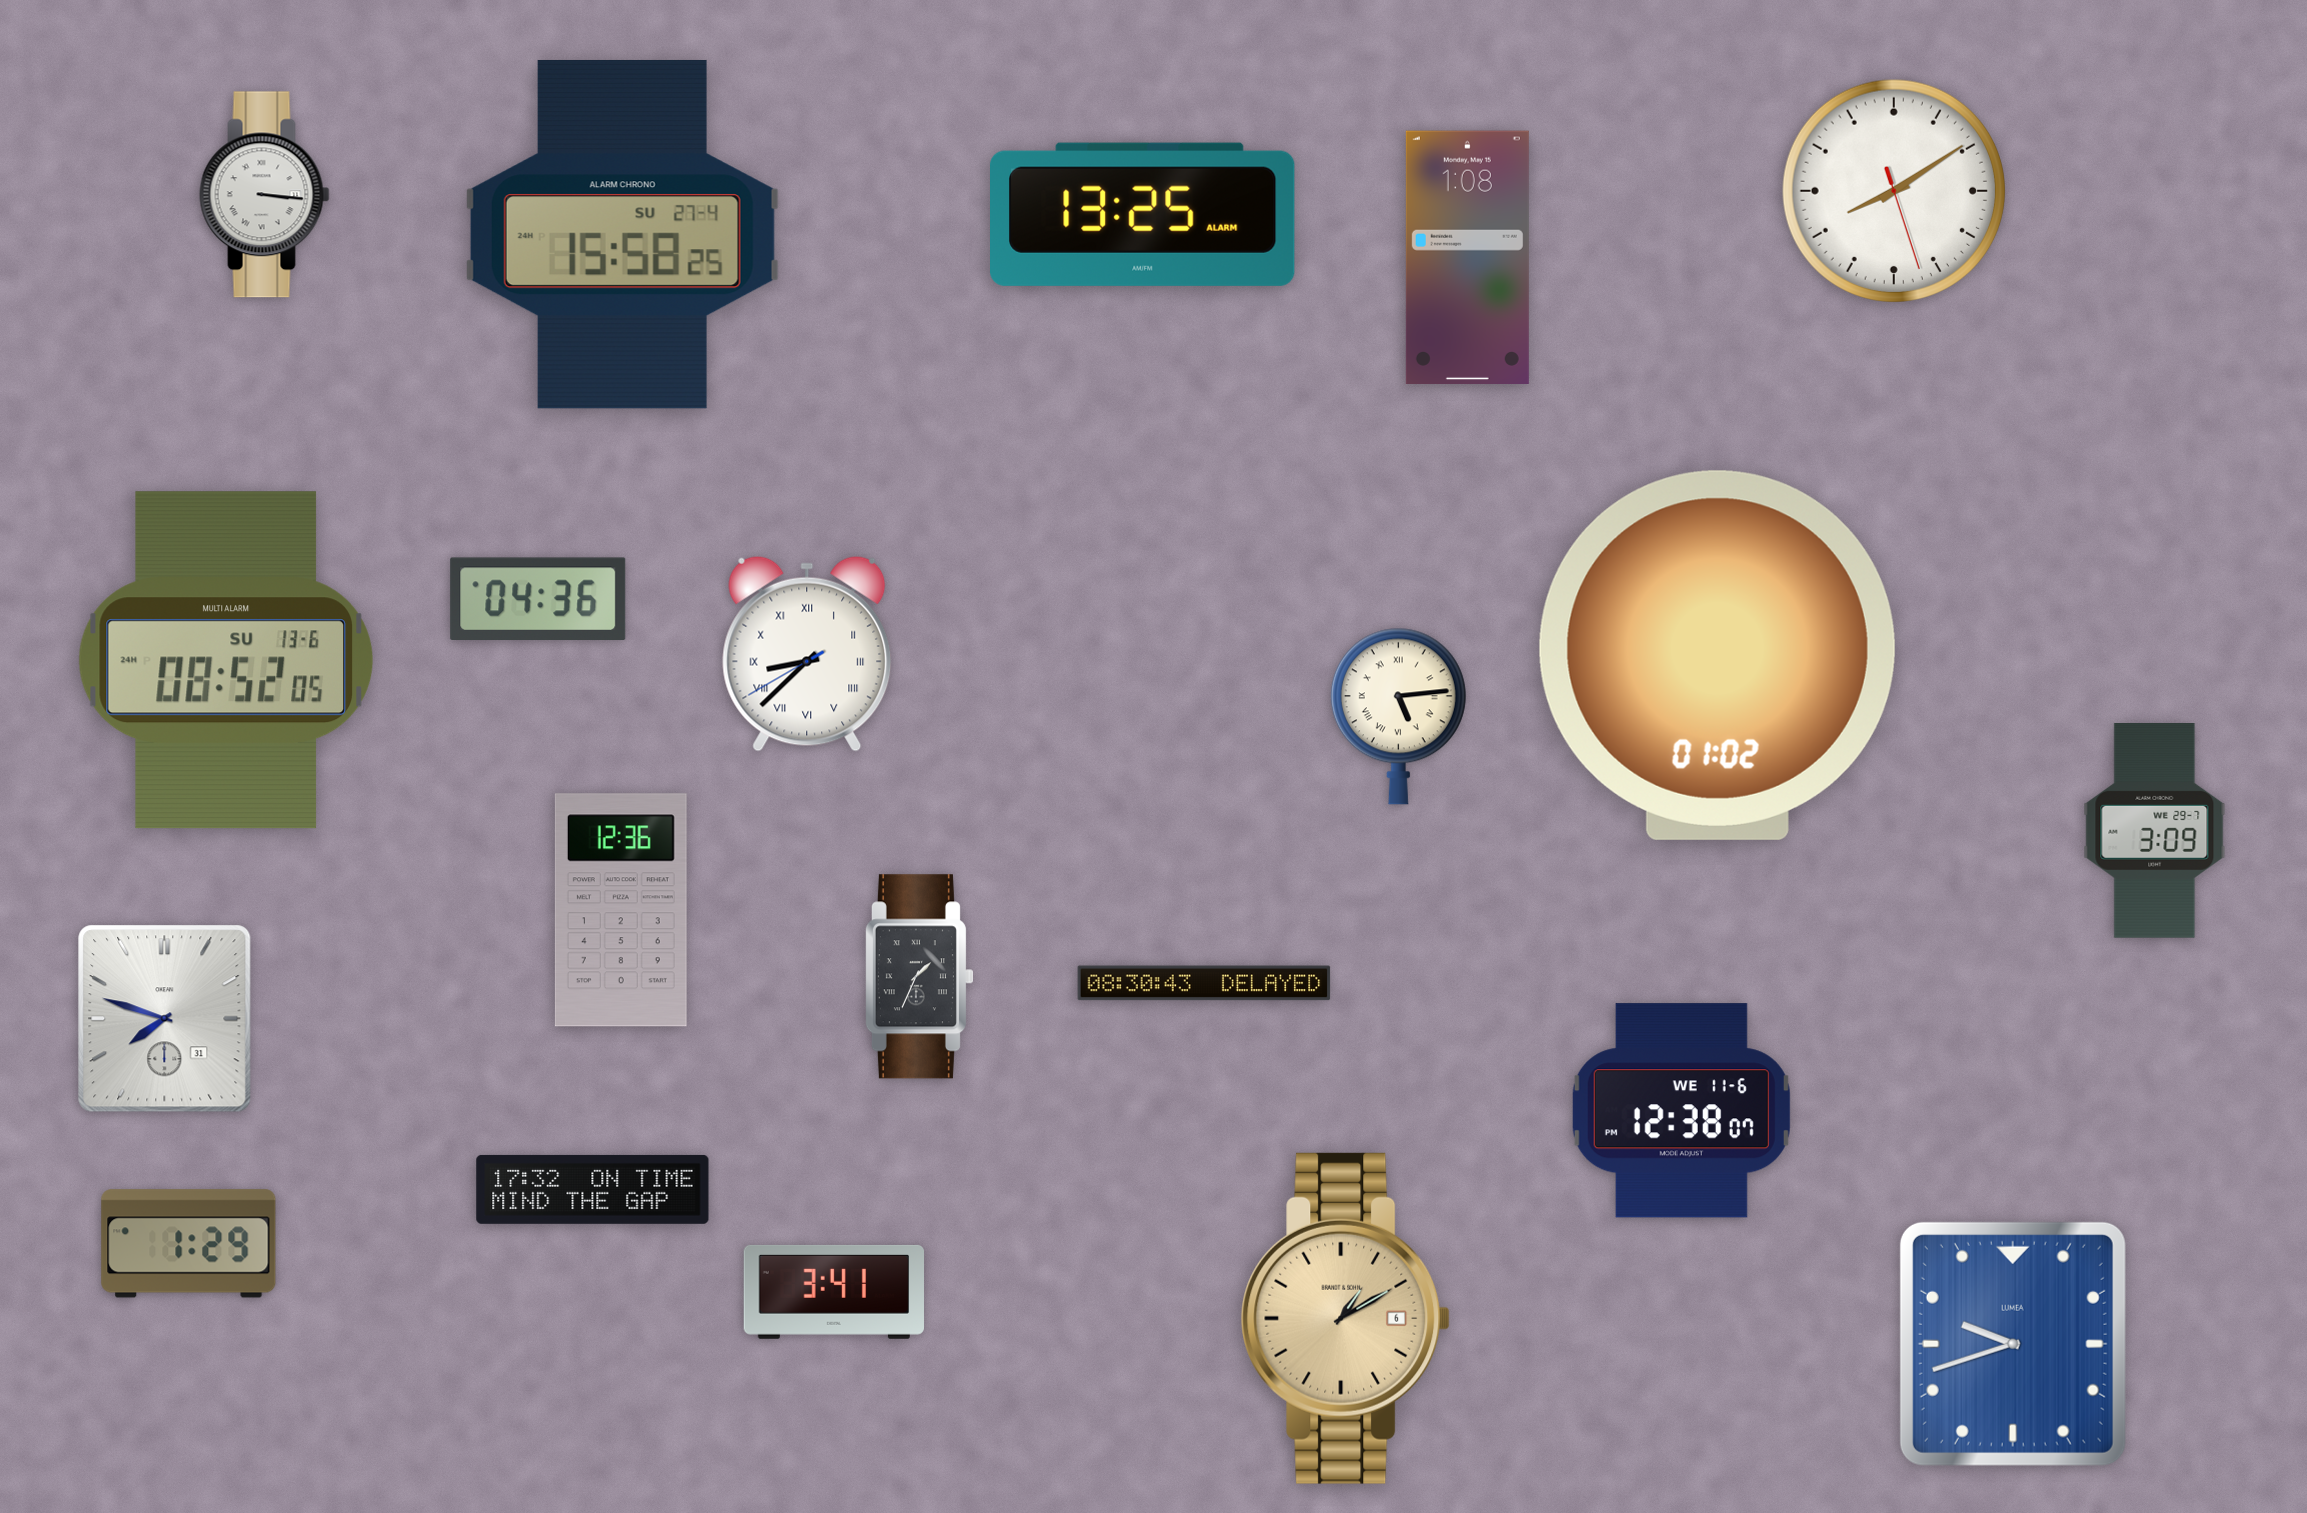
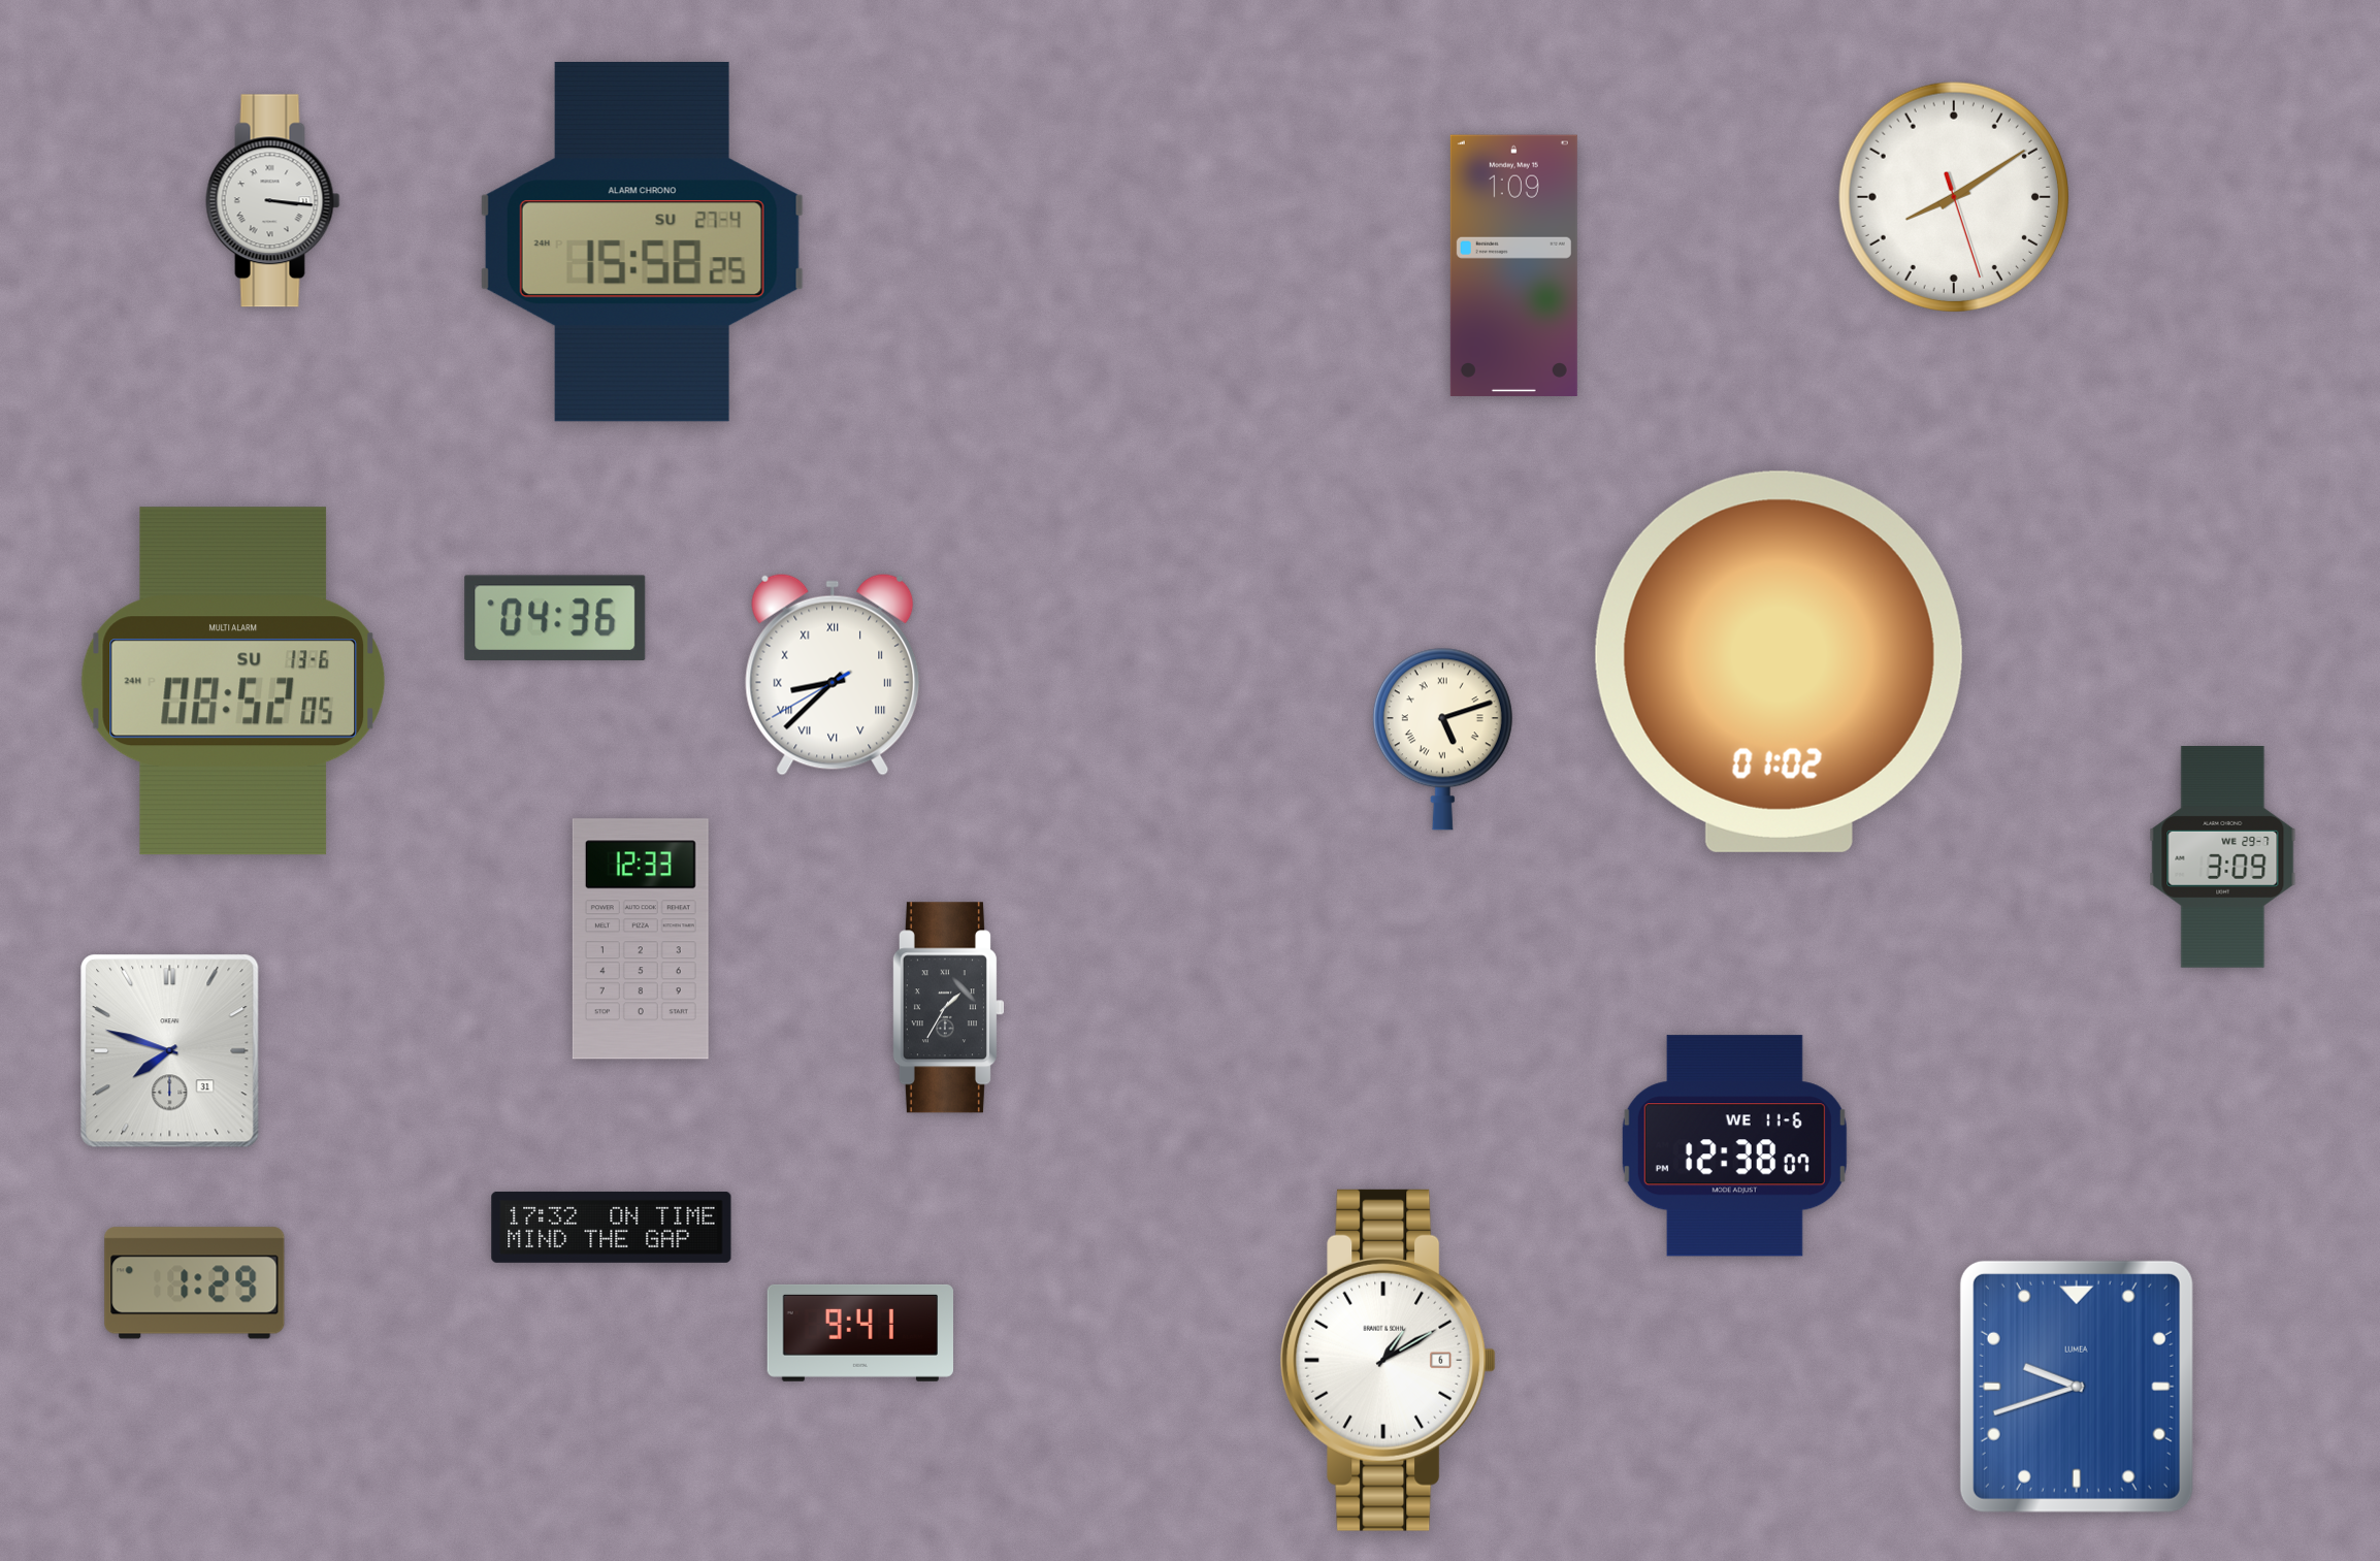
clock at (1143, 214): 13:25 -> none
clock at (1467, 257): 1:08 -> 1:09
clock at (1717, 655) position: (1717, 655) -> (1779, 661)
clock at (1398, 716): 5:14 -> 5:12
clock at (621, 910): 12:36 -> 12:33
clock at (919, 977): 1:34 -> 1:35
clock at (1204, 983): 08:30 -> none
clock at (834, 1292): 3:41 -> 9:41
clock at (1346, 1318) dial: champagne -> white
